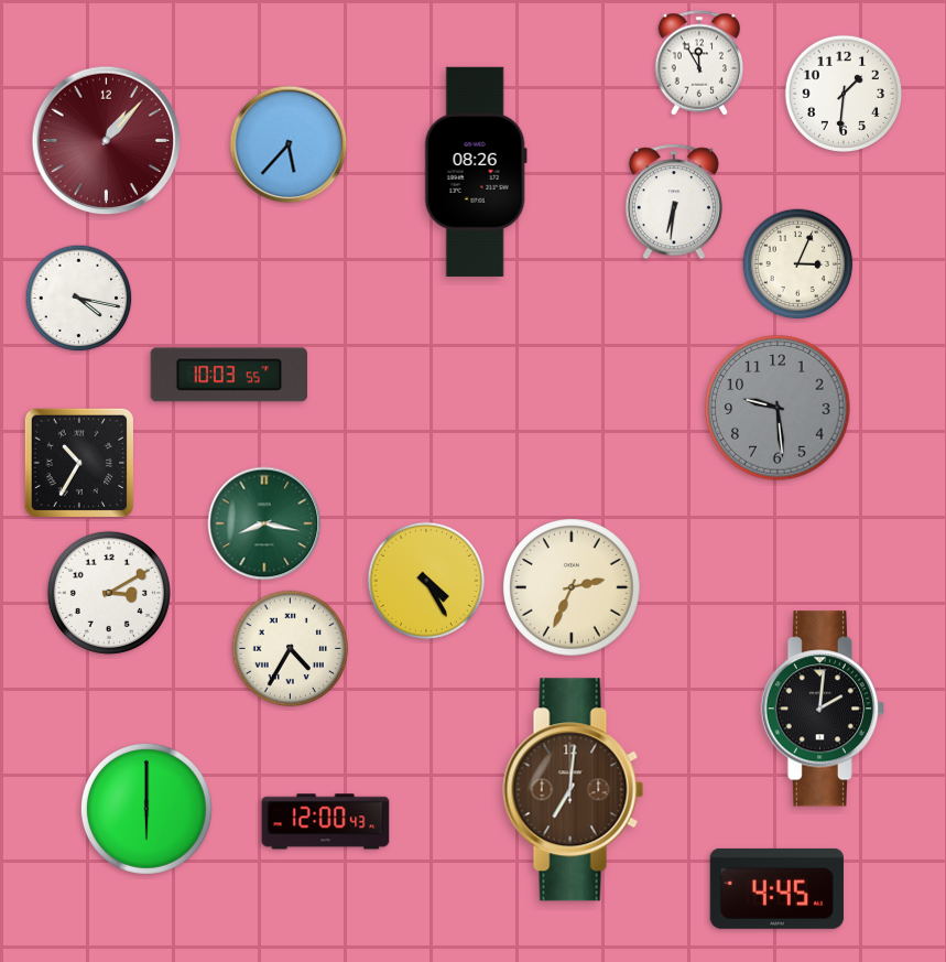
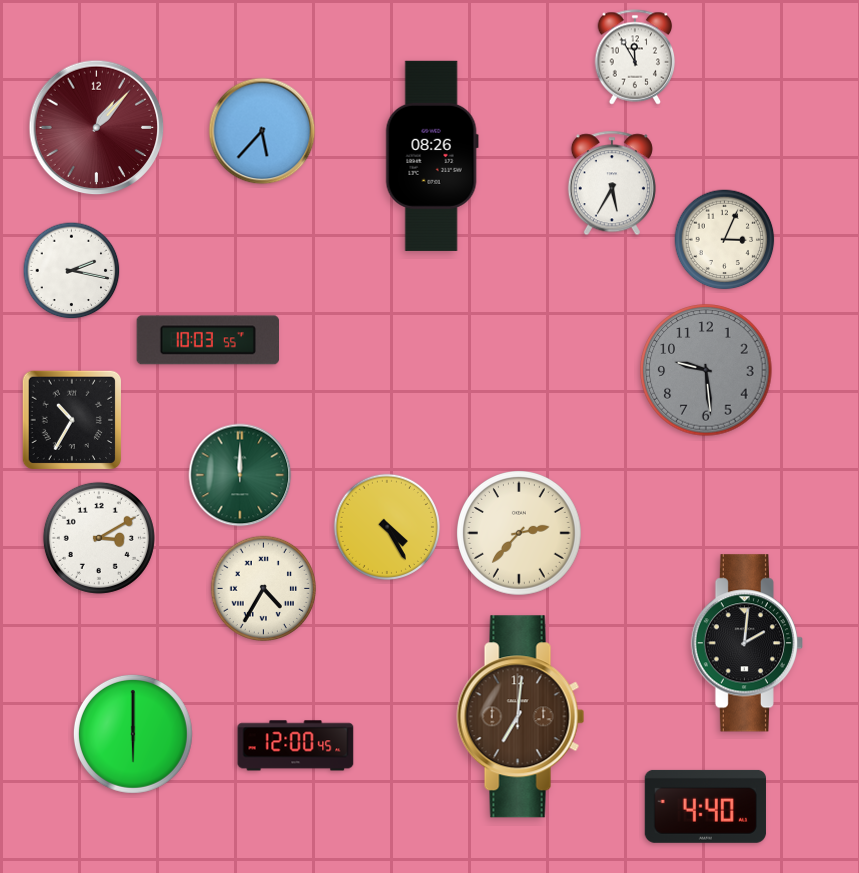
clock at (844, 94): 1:31 -> none
clock at (674, 202): 6:31 -> 5:35
clock at (79, 299): 4:17 -> 2:17
clock at (264, 523): 8:17 -> 12:00
clock at (573, 588): 2:34 -> 2:37
clock at (326, 822): 12:00:43 -> 12:00:45
clock at (776, 888): 4:45 -> 4:40
